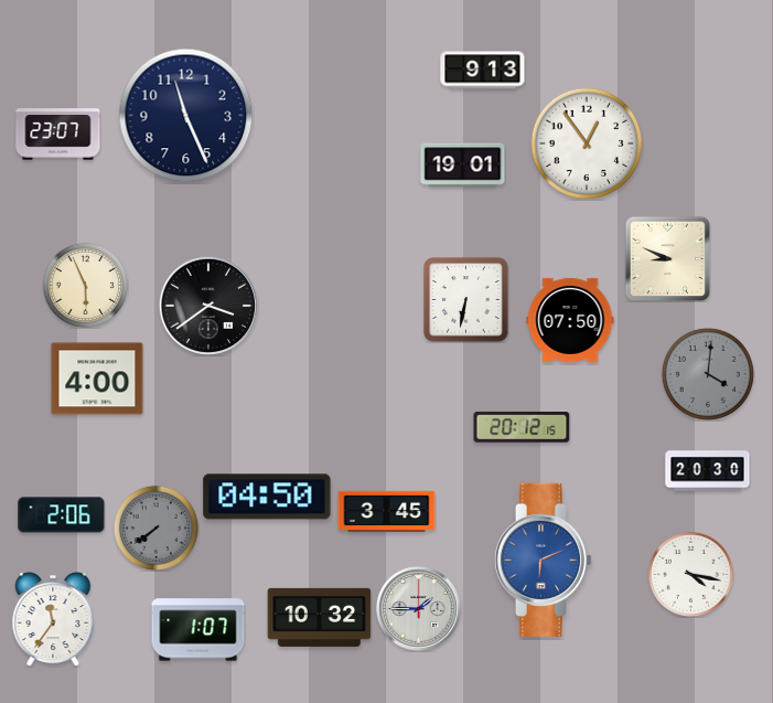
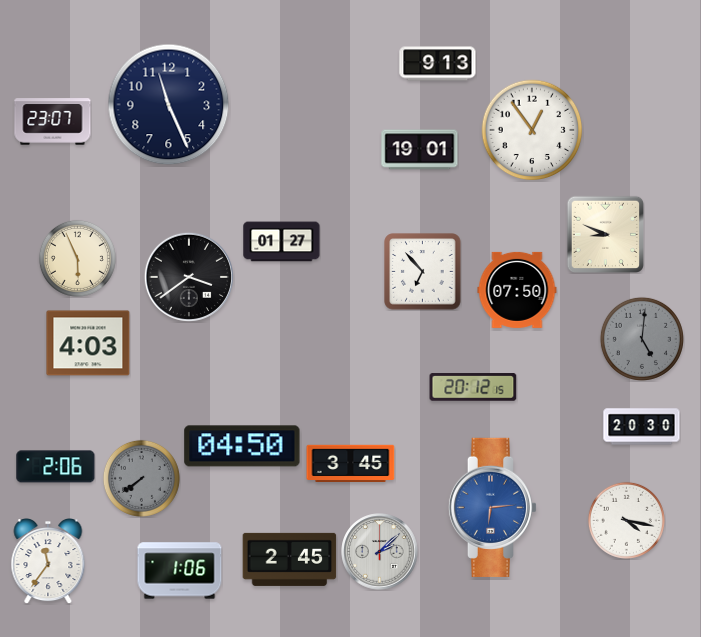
clock at (282, 242): none -> 01:27
clock at (466, 300): 6:32 -> 6:53
clock at (708, 374): 4:01 -> 5:01
clock at (97, 379): 4:00 -> 4:03
clock at (267, 497) position: (267, 497) -> (242, 446)
clock at (544, 560): 6:11 -> 6:14
clock at (419, 609): 1:45 -> 2:08
clock at (320, 617): 10:32 -> 2:45
clock at (198, 630): 1:07 -> 1:06
